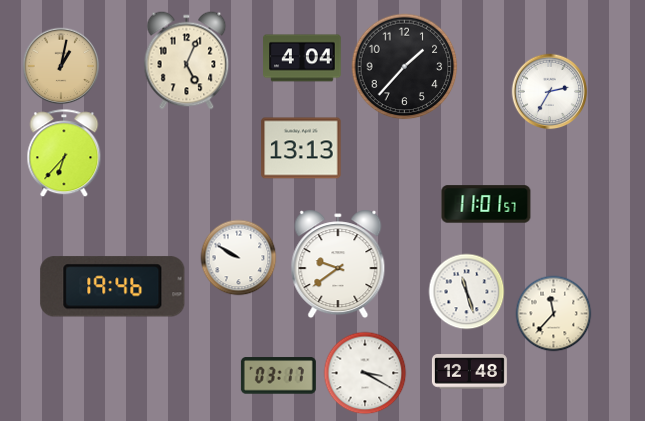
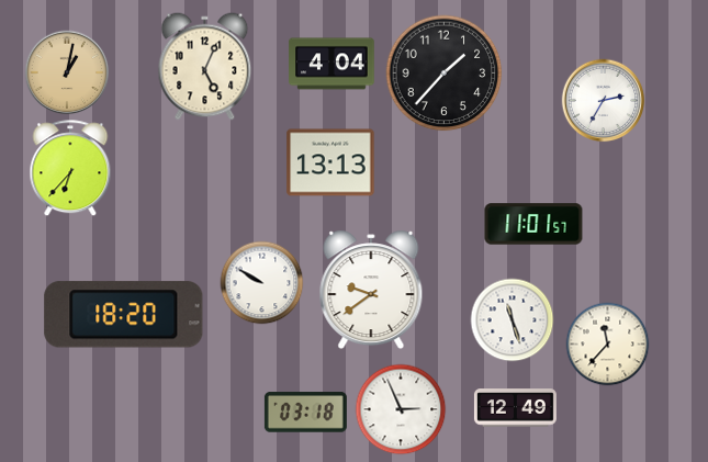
clock at (113, 287): 19:46 -> 18:20
clock at (469, 372): 12:48 -> 12:49
clock at (365, 373): 3:20 -> 2:56
clock at (278, 376): 03:17 -> 03:18
